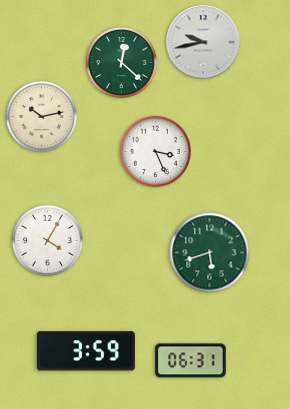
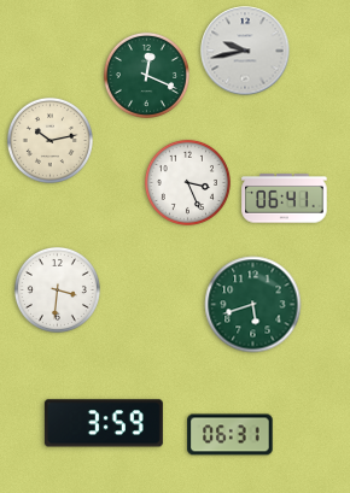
clock at (121, 62): 12:22 -> 12:19
clock at (285, 199): none -> 06:41
clock at (47, 240): 4:05 -> 3:31
